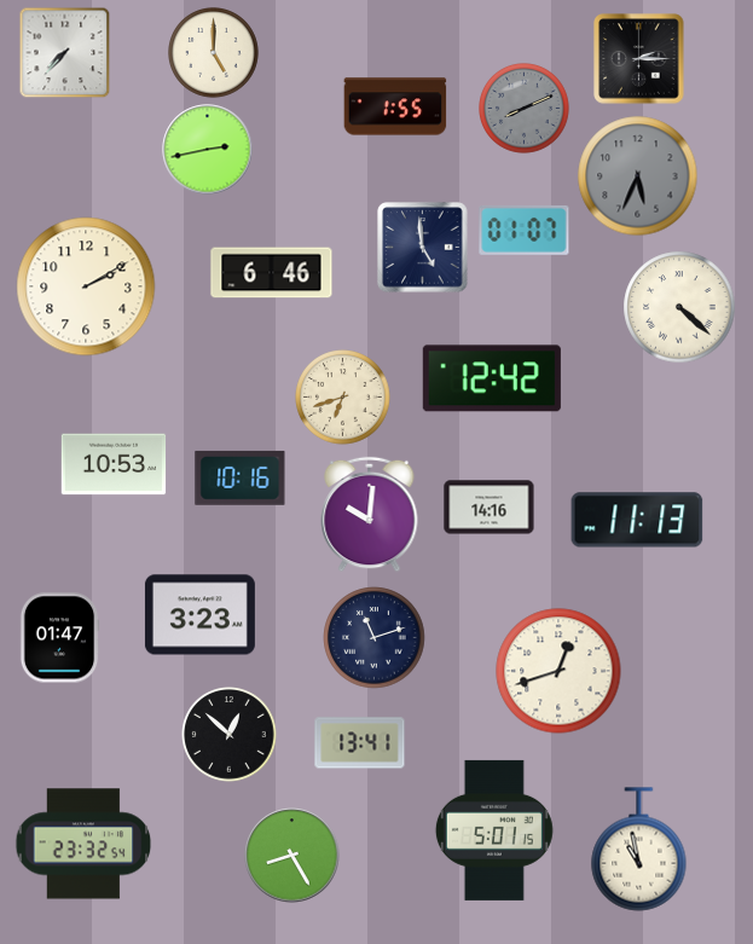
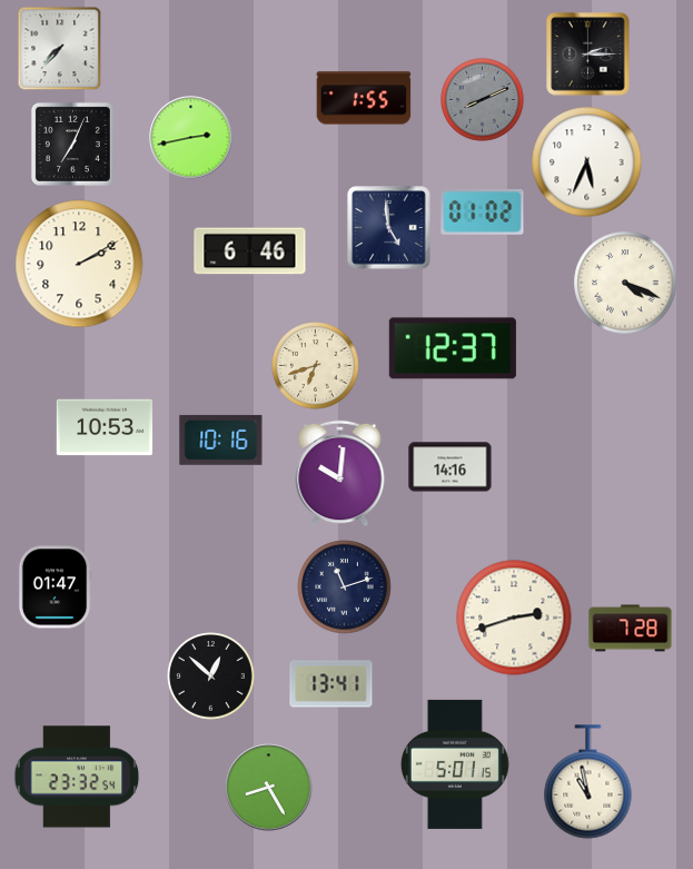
clock at (214, 53): 5:00 -> none
clock at (72, 144): none -> 7:04
clock at (638, 176) dial: grey -> white
clock at (525, 230): 01:07 -> 01:02
clock at (679, 307): 4:22 -> 4:19
clock at (492, 378): 12:42 -> 12:37
clock at (637, 520): 11:13 -> none
clock at (199, 615): 3:23 -> none
clock at (558, 671): 12:42 -> 2:42
clock at (631, 629): none -> 7:28
